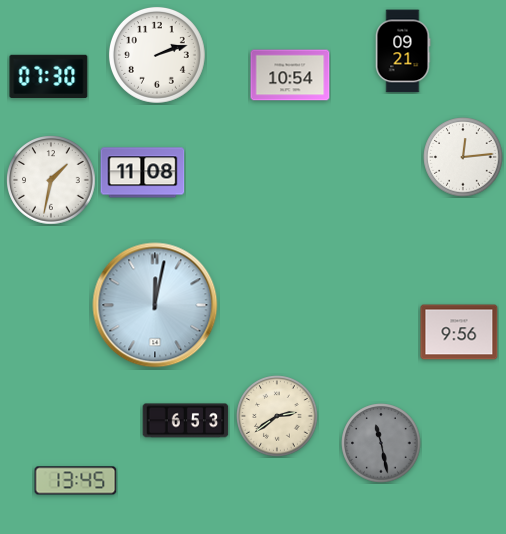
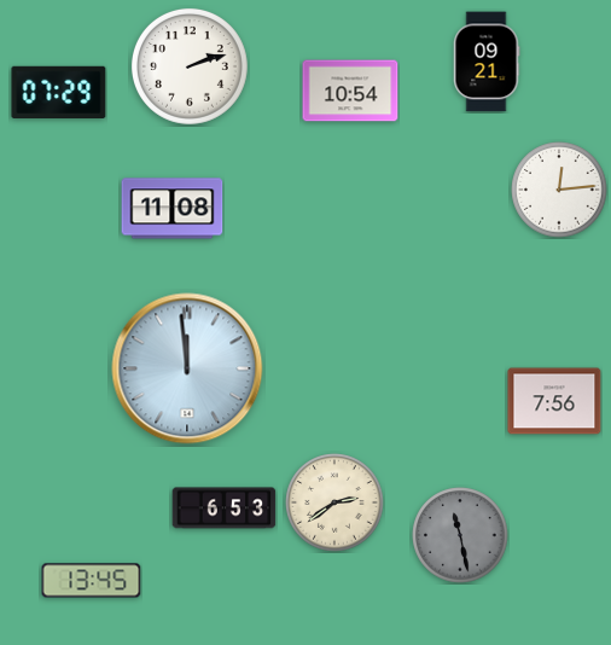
clock at (49, 76): 07:30 -> 07:29
clock at (51, 180): 1:32 -> none
clock at (155, 305): 12:02 -> 11:59
clock at (459, 332): 9:56 -> 7:56
